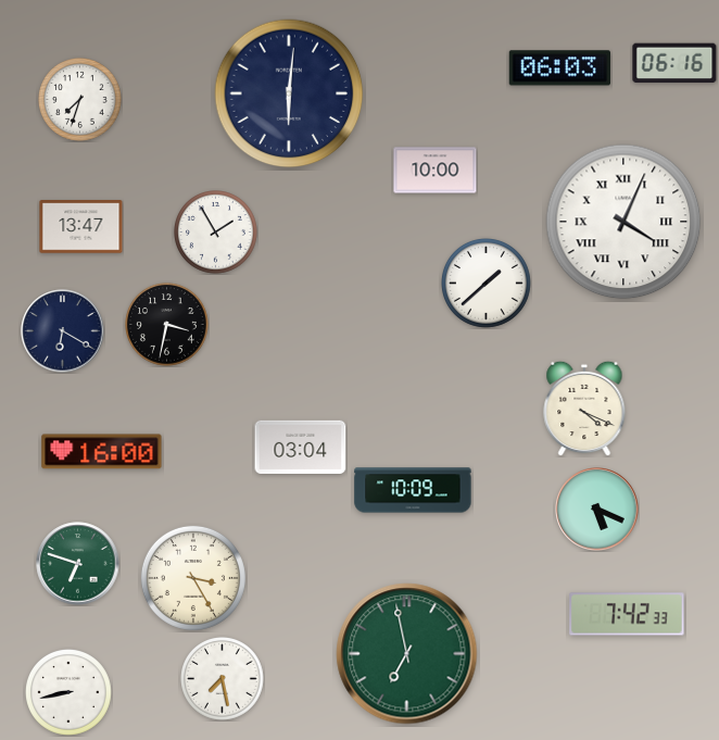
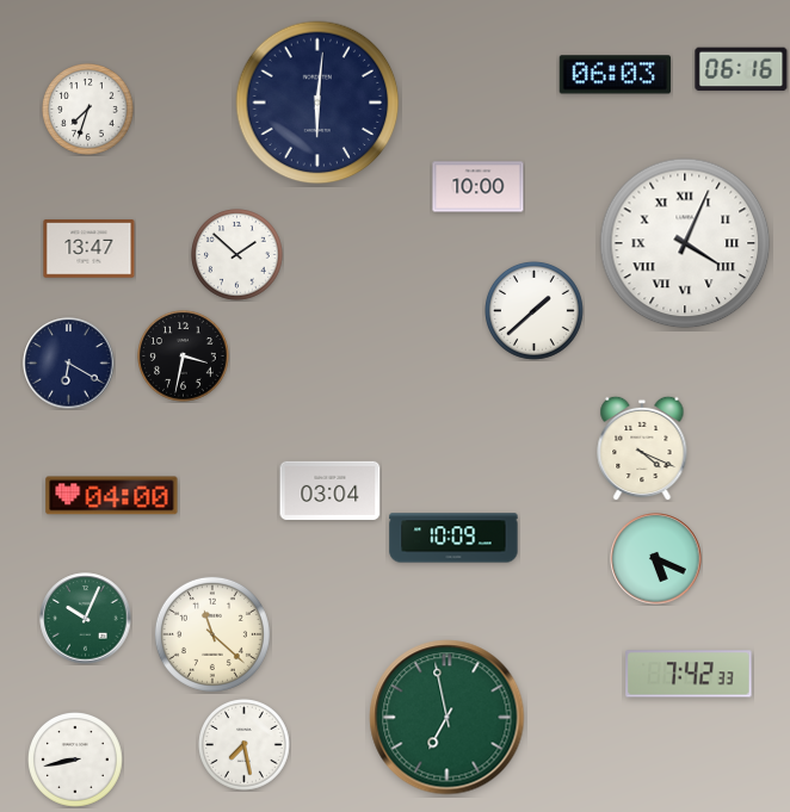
clock at (216, 233): 1:55 -> 1:52
clock at (102, 452): 16:00 -> 04:00
clock at (78, 564): 6:48 -> 10:04
clock at (193, 578): 3:25 -> 11:22
